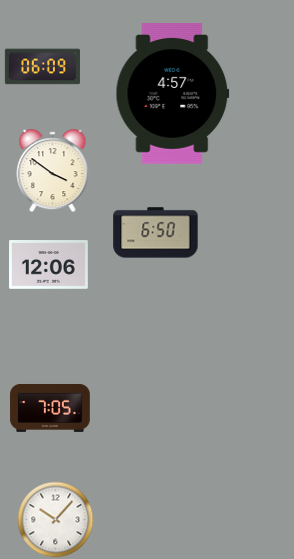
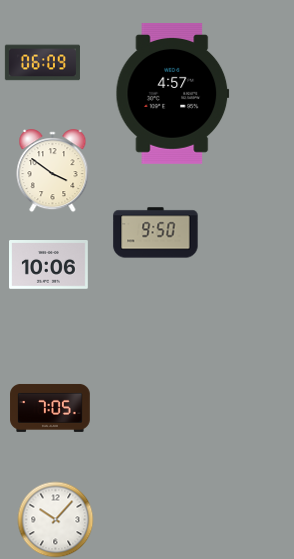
clock at (42, 67) position: (42, 67) -> (42, 63)
clock at (156, 233): 6:50 -> 9:50
clock at (49, 265): 12:06 -> 10:06
